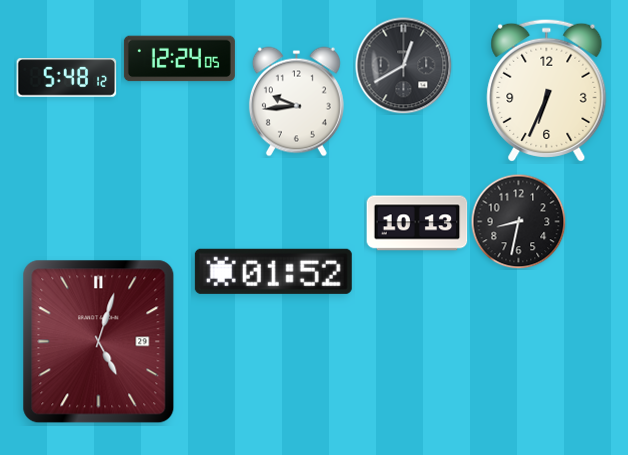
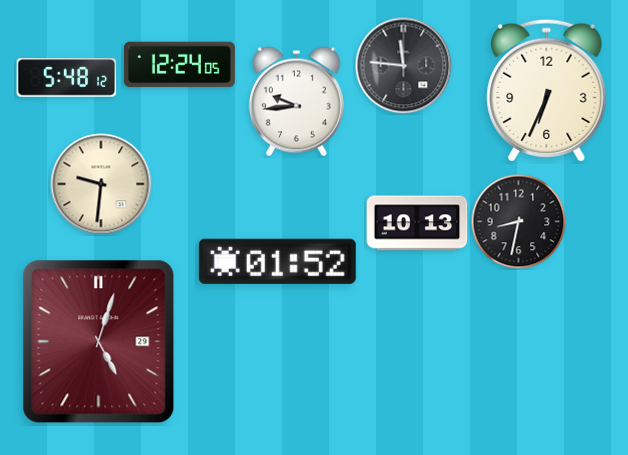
clock at (179, 59) position: (179, 59) -> (179, 65)
clock at (404, 66): 12:40 -> 11:46
clock at (101, 184): none -> 9:31
clock at (273, 271) position: (273, 271) -> (277, 261)
